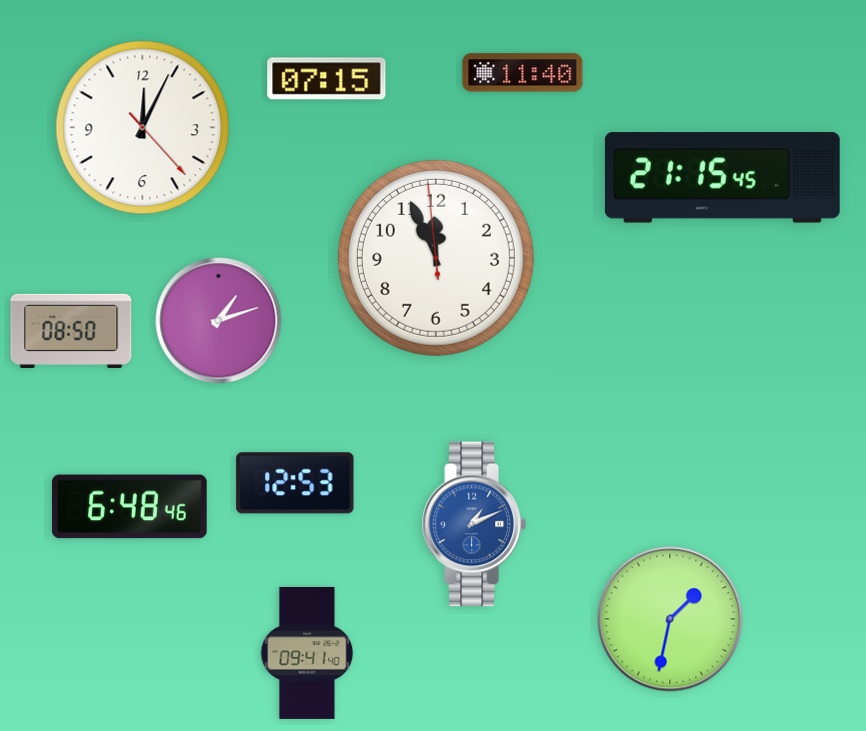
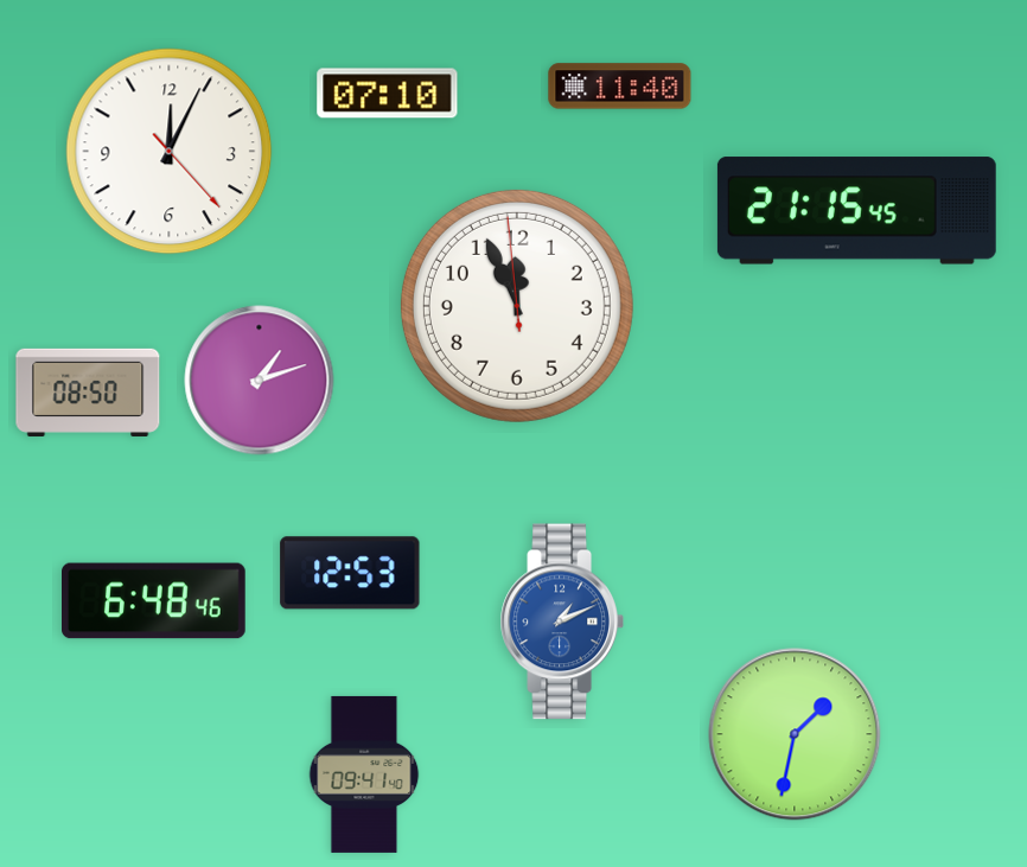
clock at (327, 79): 07:15 -> 07:10
clock at (71, 331) position: (71, 331) -> (88, 393)
